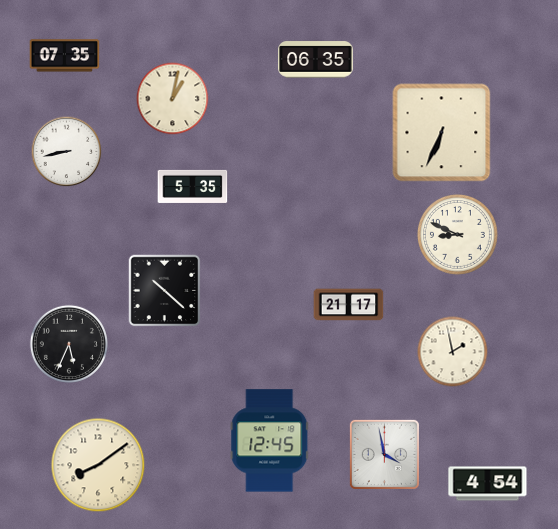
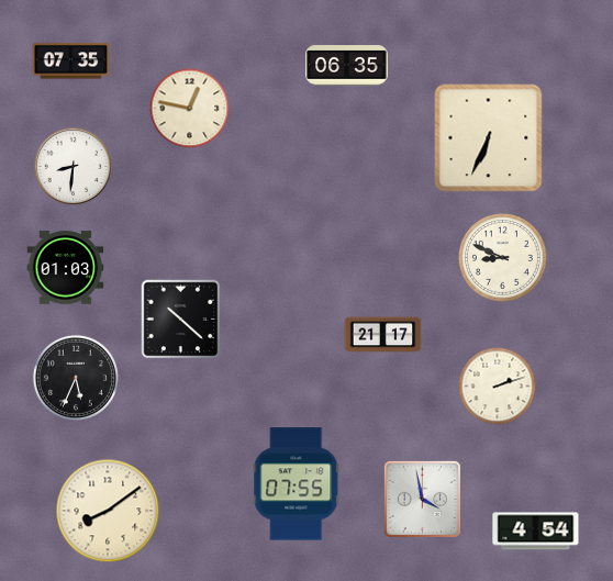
clock at (173, 99): 1:02 -> 12:47
clock at (442, 133) position: (442, 133) -> (489, 138)
clock at (67, 152): 8:43 -> 8:31
clock at (193, 186): 5:35 -> none
clock at (66, 268): none -> 01:03
clock at (453, 352): 1:58 -> 2:12
clock at (270, 441): 12:45 -> 07:55
